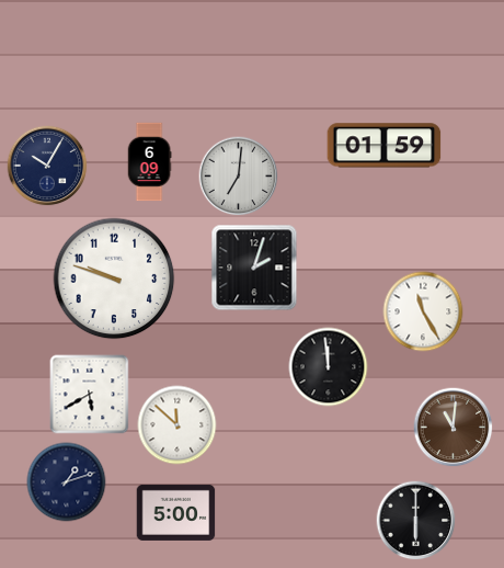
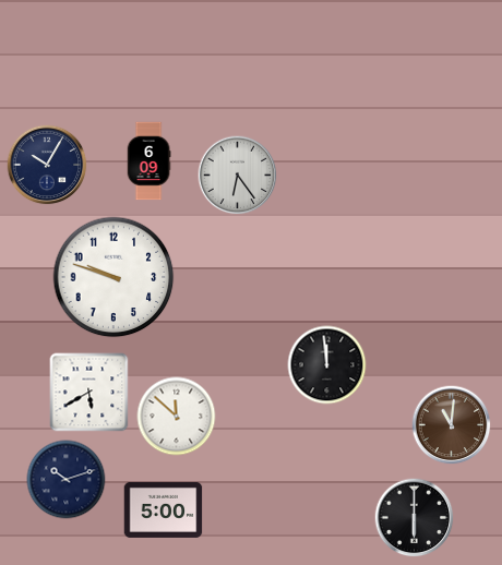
clock at (385, 146): 01:59 -> none
clock at (239, 177): 7:01 -> 6:24
clock at (254, 268): 2:03 -> none
clock at (423, 311): 11:25 -> none
clock at (177, 425) position: (177, 425) -> (177, 417)
clock at (67, 482): 1:12 -> 10:12
clock at (176, 512) position: (176, 512) -> (164, 509)
